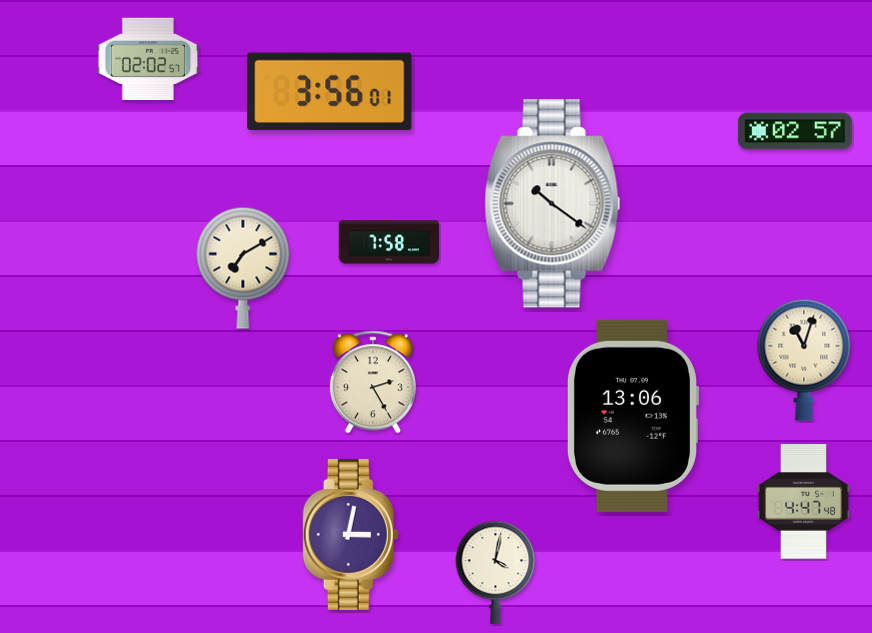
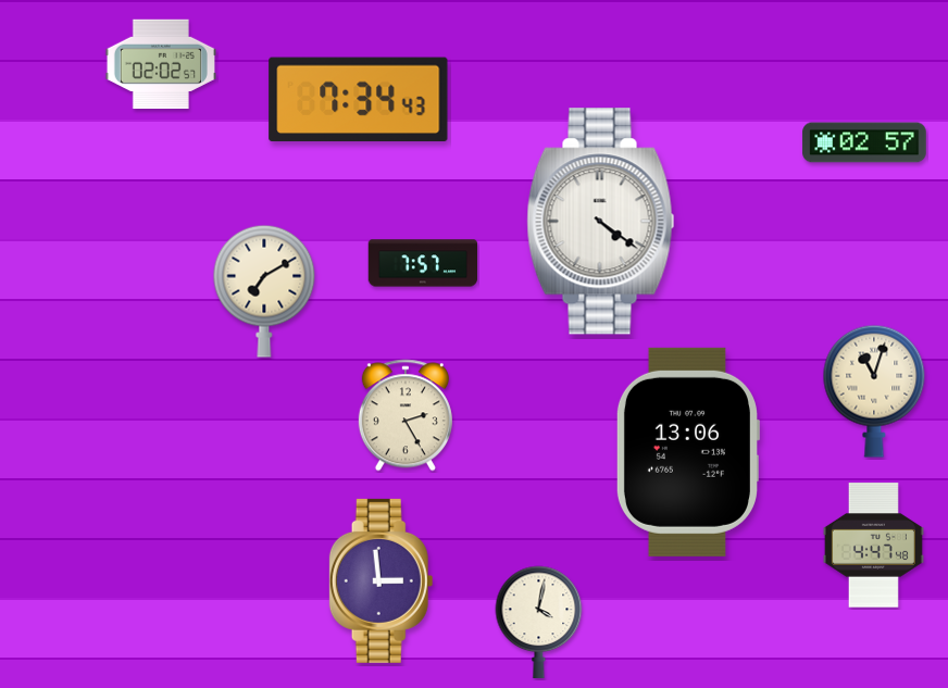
clock at (330, 92): 3:56 -> 7:34
clock at (553, 204): 10:21 -> 4:21
clock at (389, 242): 7:58 -> 7:57
clock at (351, 534): 3:02 -> 2:59
